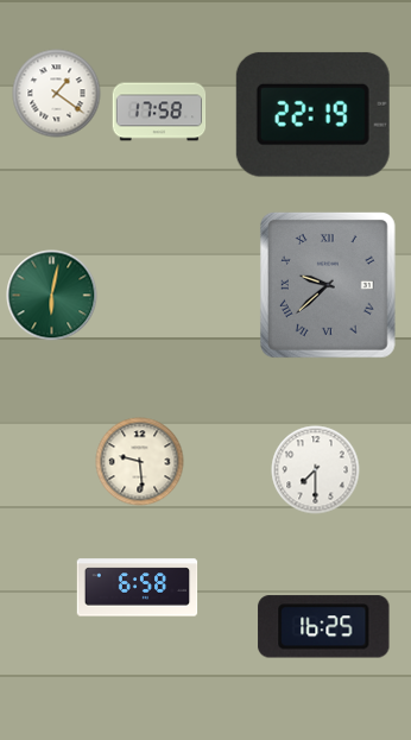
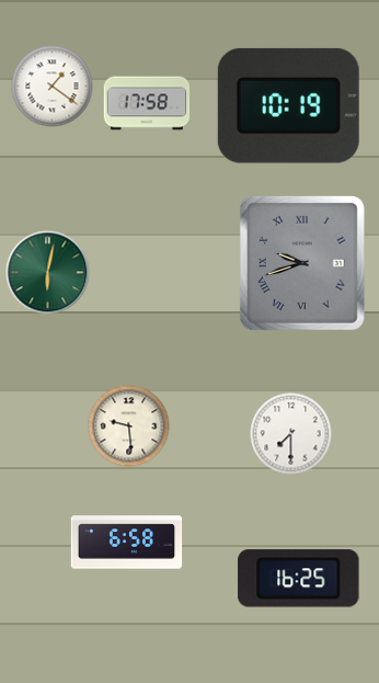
clock at (312, 114): 22:19 -> 10:19
clock at (328, 286): 9:38 -> 9:42
